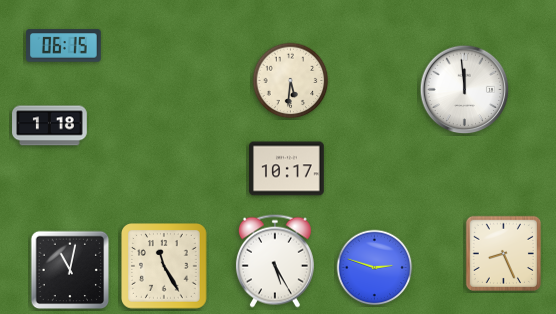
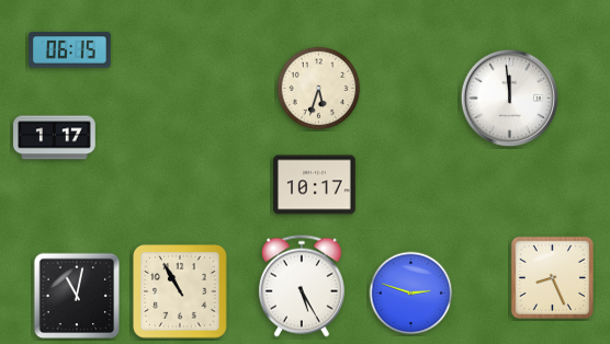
clock at (291, 81): 5:31 -> 5:33
clock at (50, 126): 1:18 -> 1:17
clock at (165, 267): 11:25 -> 10:55
